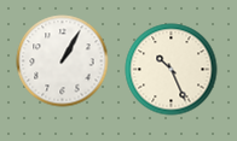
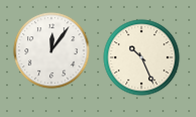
clock at (63, 61): 1:05 -> 12:06
